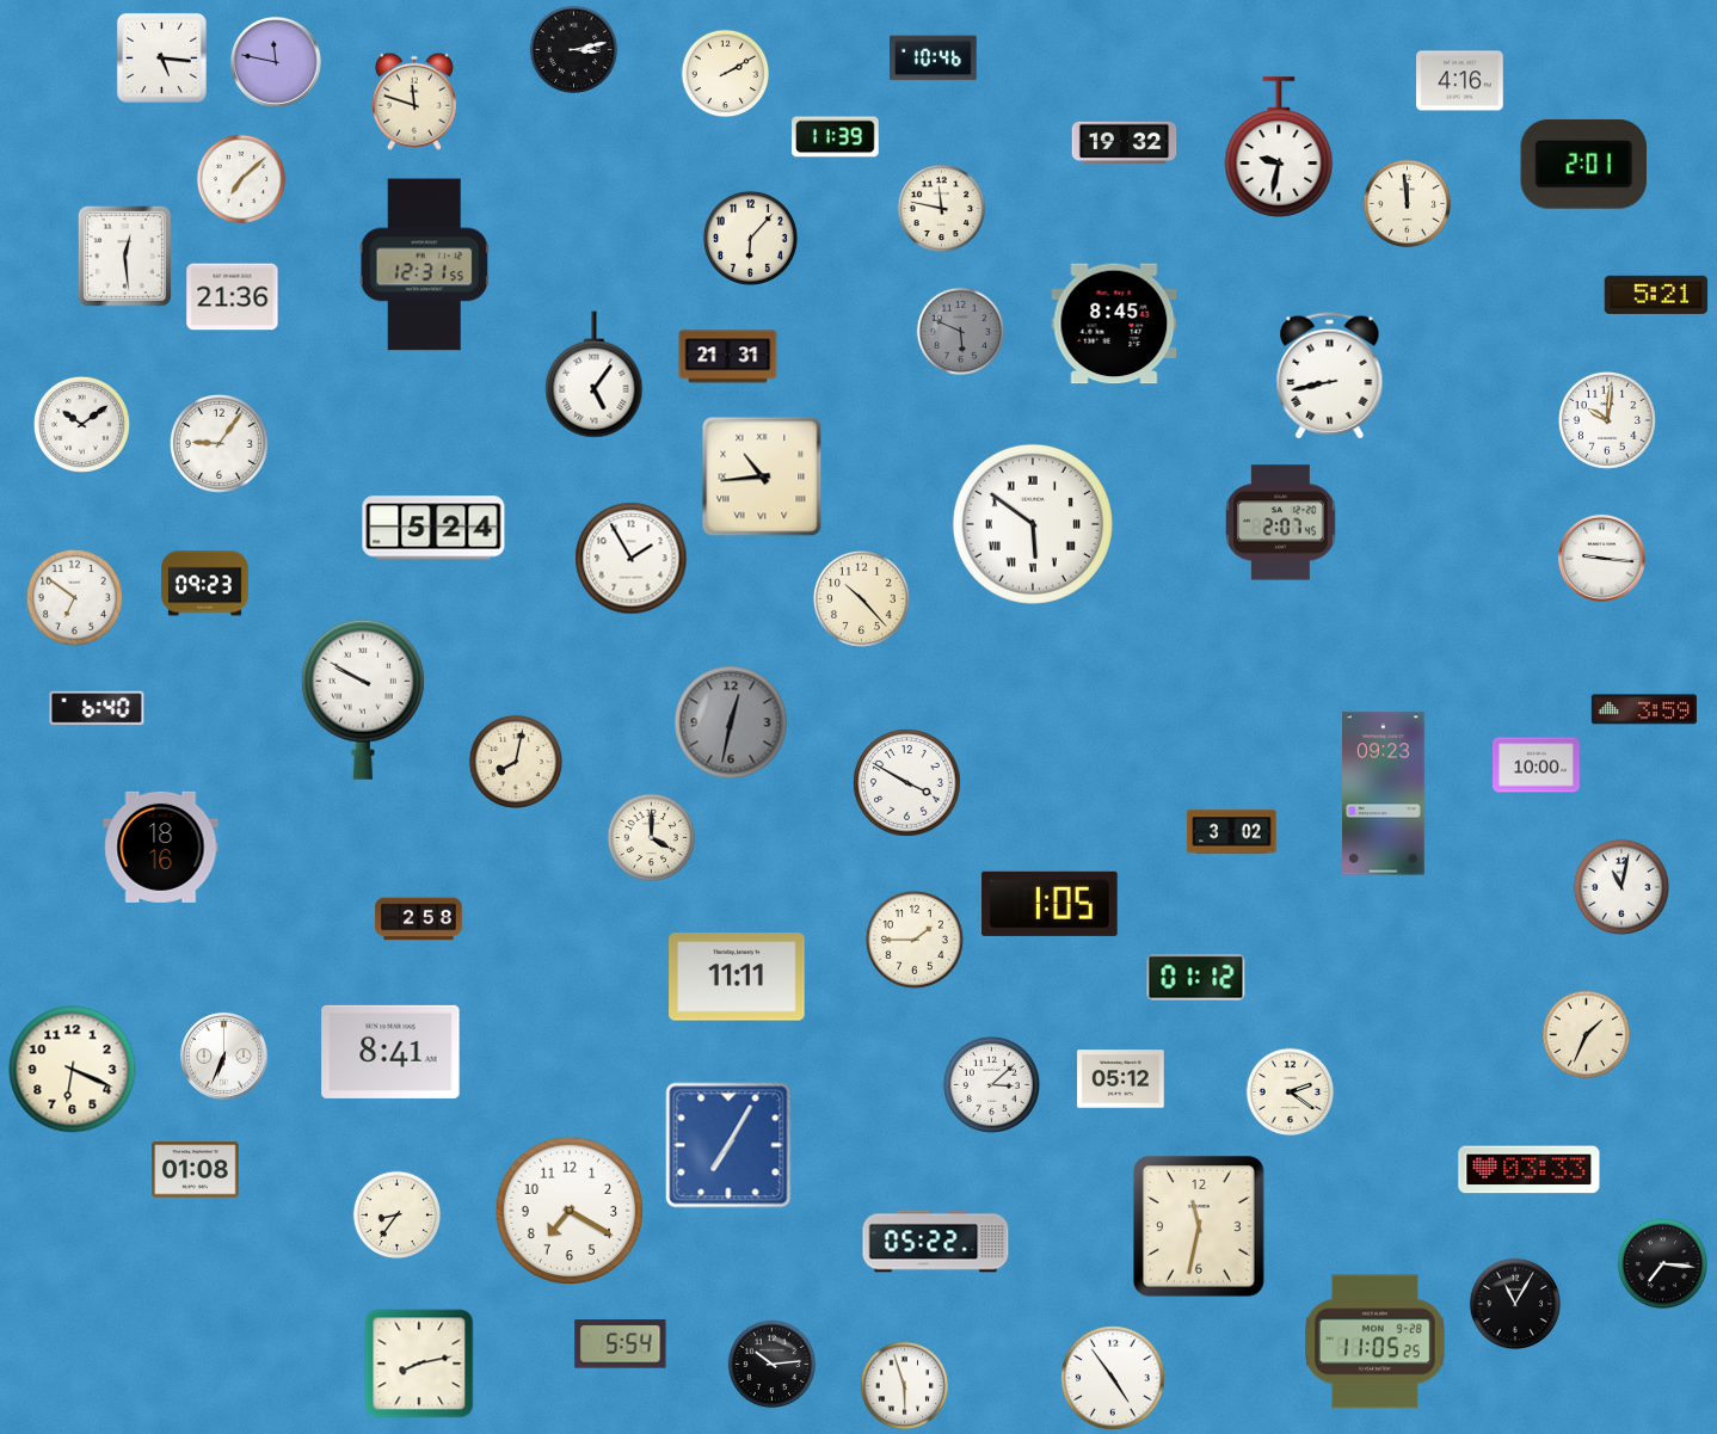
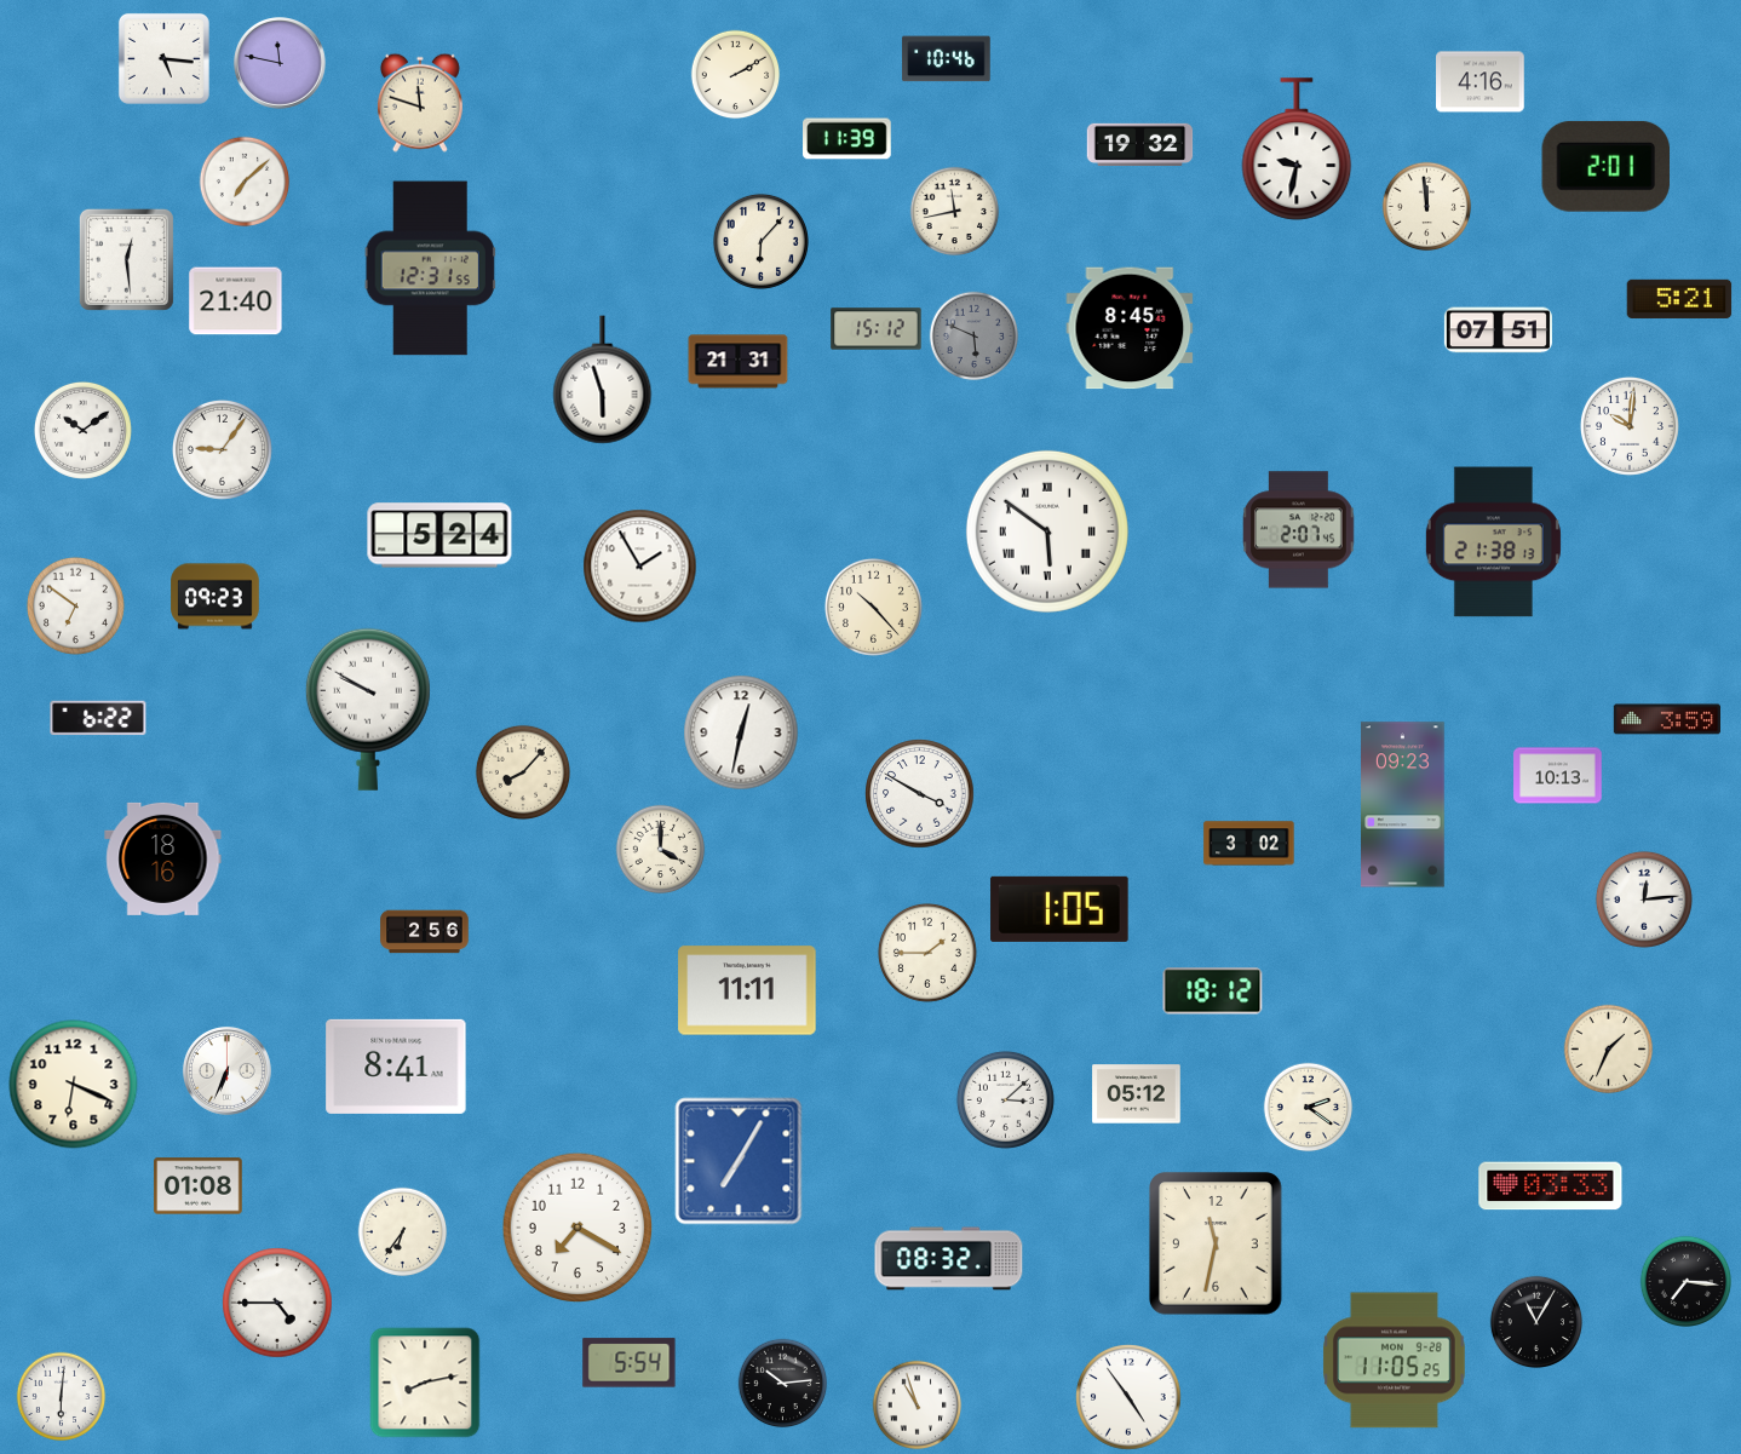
clock at (574, 50): 3:13 -> none
clock at (942, 209): 11:47 -> 11:43
clock at (233, 297): 21:36 -> 21:40
clock at (877, 329): none -> 15:12
clock at (1498, 331): none -> 07:51
clock at (595, 375): 5:06 -> 5:57
clock at (1330, 376): 8:43 -> none
clock at (762, 476): 10:44 -> none
clock at (1493, 542): none -> 21:38
clock at (1601, 558): 9:16 -> none
clock at (205, 584) position: (205, 584) -> (216, 597)
clock at (97, 708): 6:40 -> 6:22
clock at (731, 722) dial: grey -> white
clock at (516, 762): 8:02 -> 8:07
clock at (1537, 765): 10:00 -> 10:13
clock at (1621, 887): 11:02 -> 12:14
clock at (1050, 904) position: (1050, 904) -> (1059, 909)
clock at (419, 919): 2:58 -> 2:56
clock at (1196, 978): 01:12 -> 18:12
clock at (398, 1215): 8:36 -> 6:36
clock at (936, 1242): 05:22 -> 08:32
clock at (277, 1303): none -> 4:45
clock at (62, 1397): none -> 6:01
clock at (905, 1386): 5:57 -> 10:57
